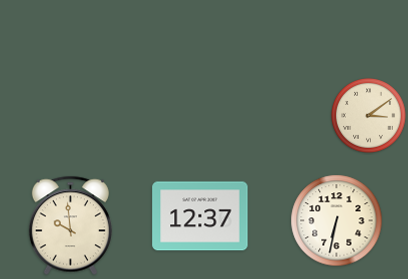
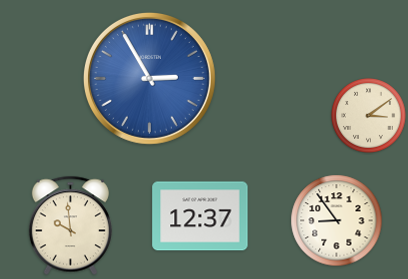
clock at (149, 78): none -> 2:55
clock at (337, 221): 6:32 -> 8:54
